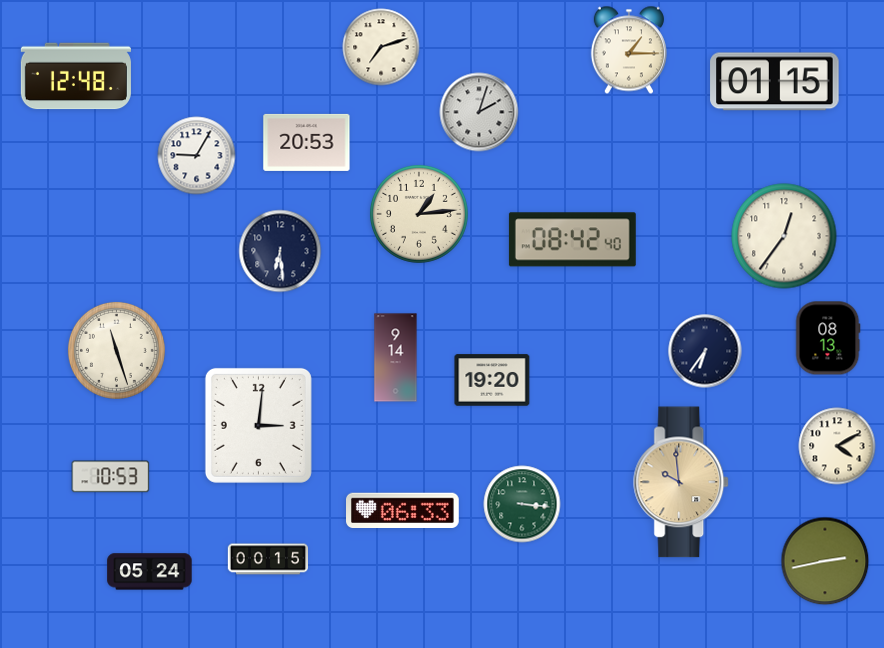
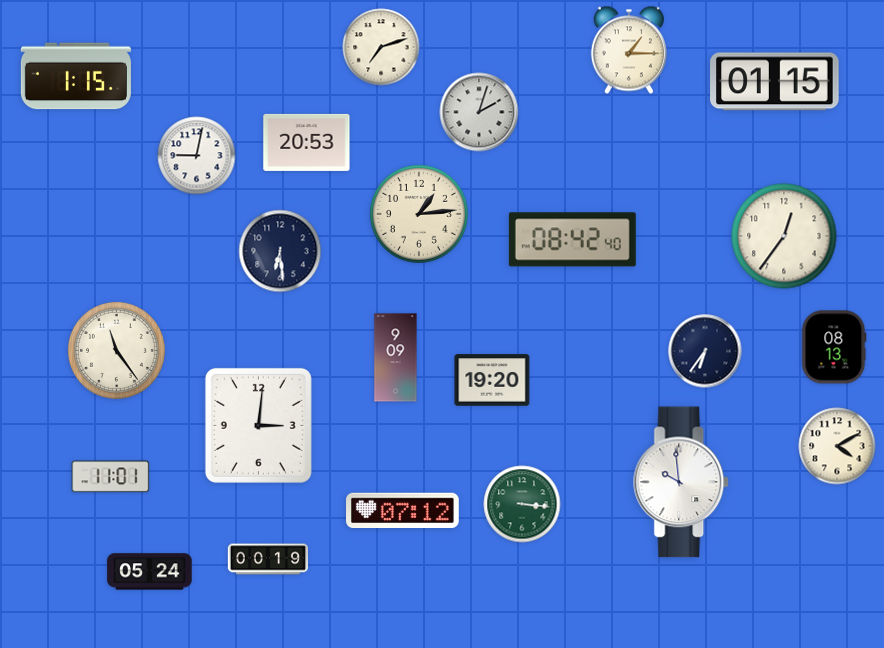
clock at (76, 76): 12:48 -> 1:15
clock at (197, 156): 9:05 -> 9:02
clock at (828, 338) position: (828, 338) -> (834, 347)
clock at (116, 350): 11:27 -> 11:24
clock at (396, 358): 9:14 -> 9:09
clock at (111, 477): 10:53 -> 11:01
clock at (682, 482) dial: champagne -> white
clock at (403, 511): 06:33 -> 07:12
clock at (267, 559): 00:15 -> 00:19
clock at (825, 561): 2:43 -> none
